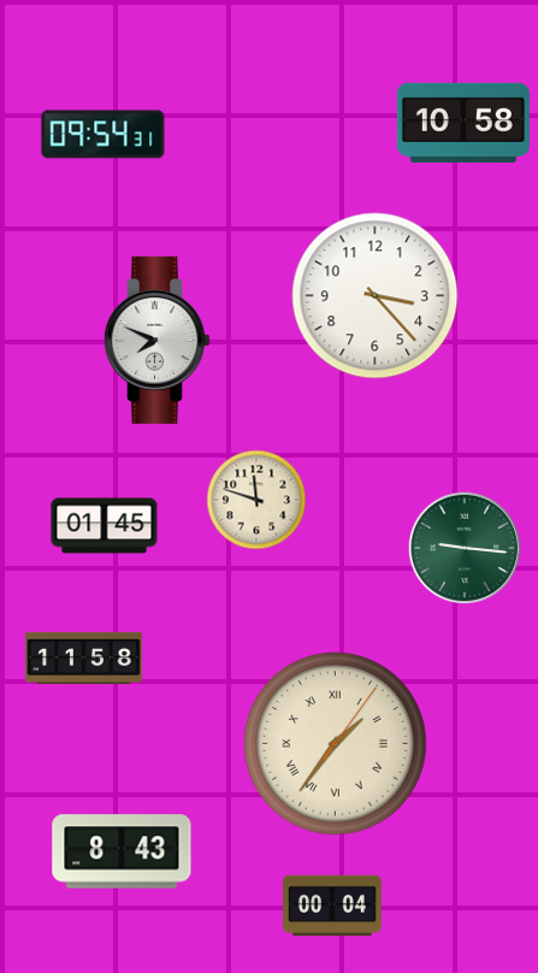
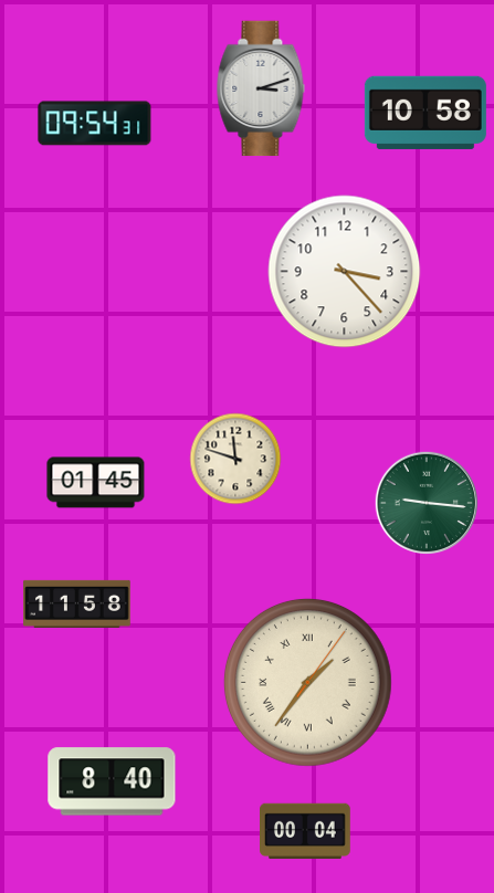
clock at (261, 88): none -> 3:12
clock at (156, 340): 7:49 -> none
clock at (122, 851): 8:43 -> 8:40
